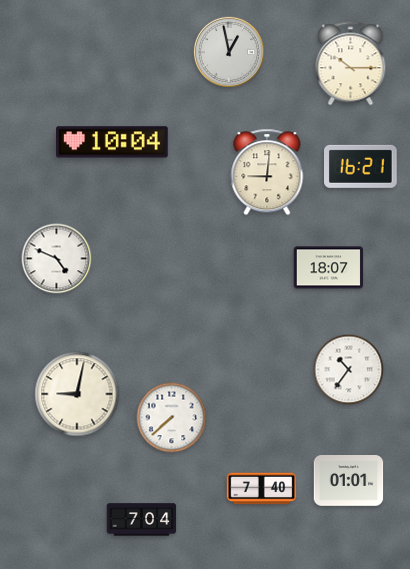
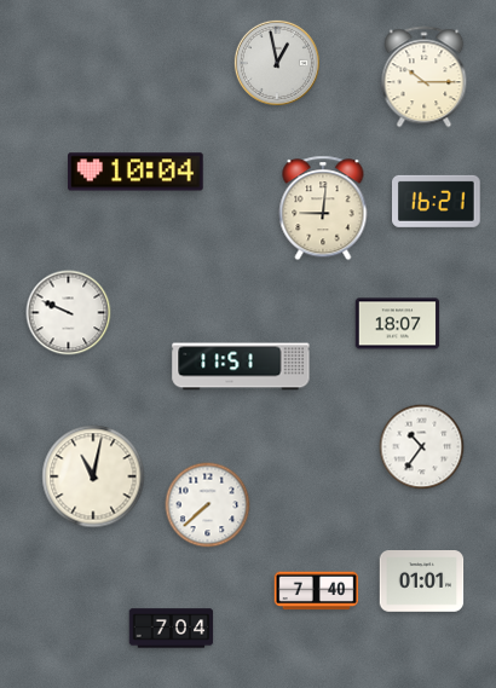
clock at (57, 259): 4:49 -> 9:49
clock at (241, 366): none -> 11:51
clock at (77, 394): 9:02 -> 11:02
